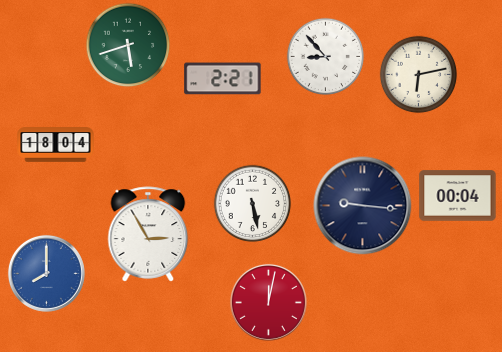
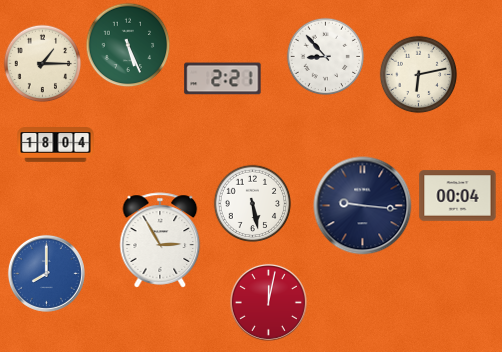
clock at (128, 45): 5:42 -> 5:26
clock at (42, 63): none -> 1:15
clock at (148, 234) position: (148, 234) -> (160, 240)
